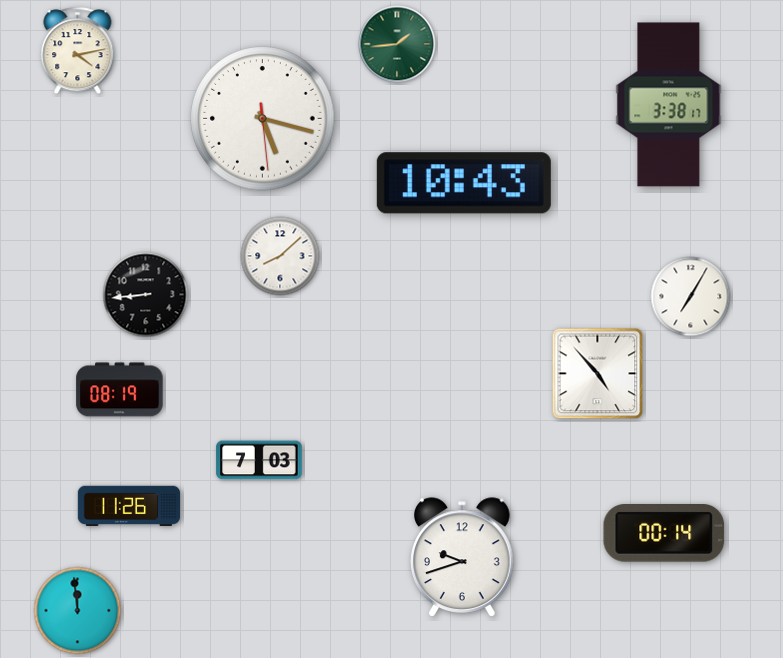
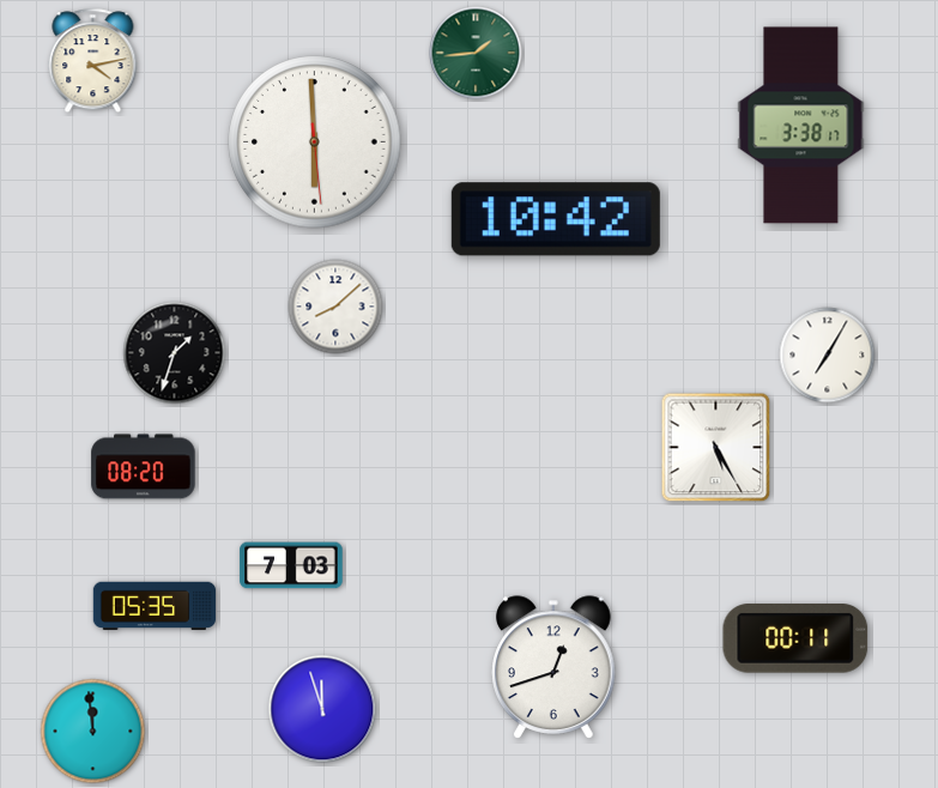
clock at (263, 119): 5:17 -> 5:59
clock at (464, 183): 10:43 -> 10:42
clock at (146, 295): 8:44 -> 1:33
clock at (598, 374): 4:53 -> 5:25
clock at (120, 390): 08:19 -> 08:20
clock at (259, 460) position: (259, 460) -> (291, 565)
clock at (128, 505): 11:26 -> 05:35
clock at (664, 534): 00:14 -> 00:11
clock at (463, 557): 9:42 -> 12:42
clock at (322, 709): none -> 11:57
